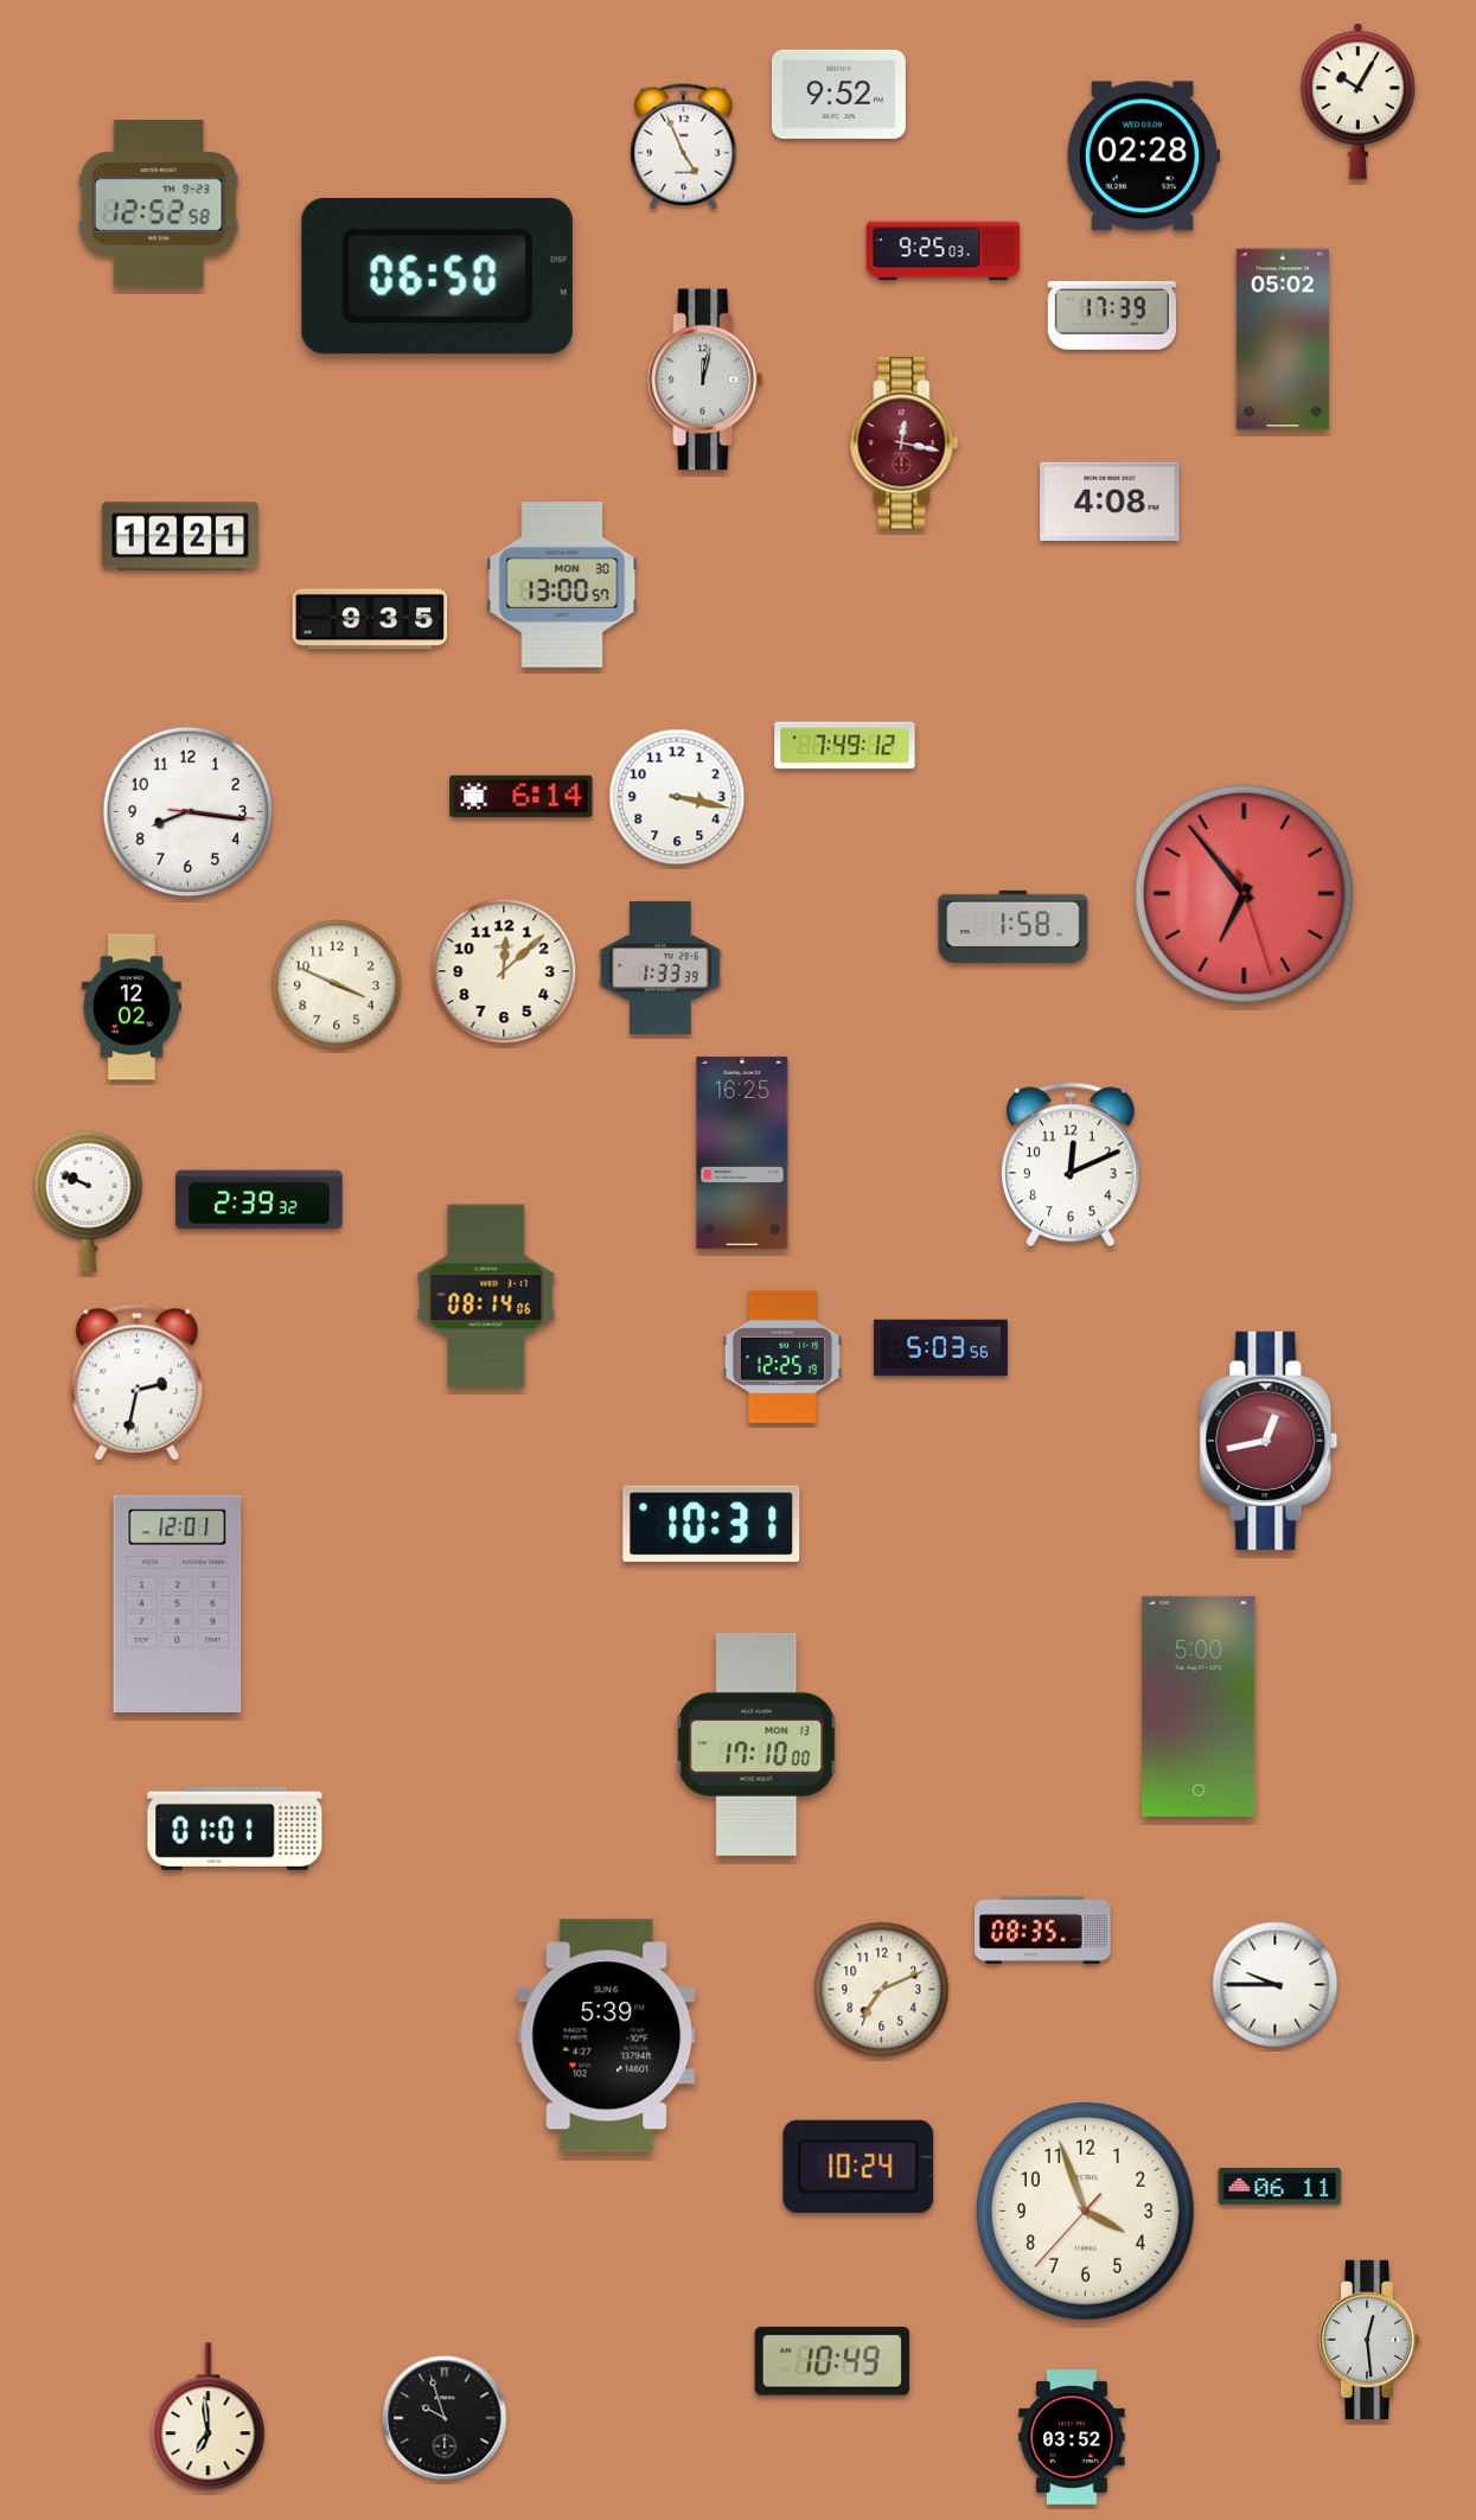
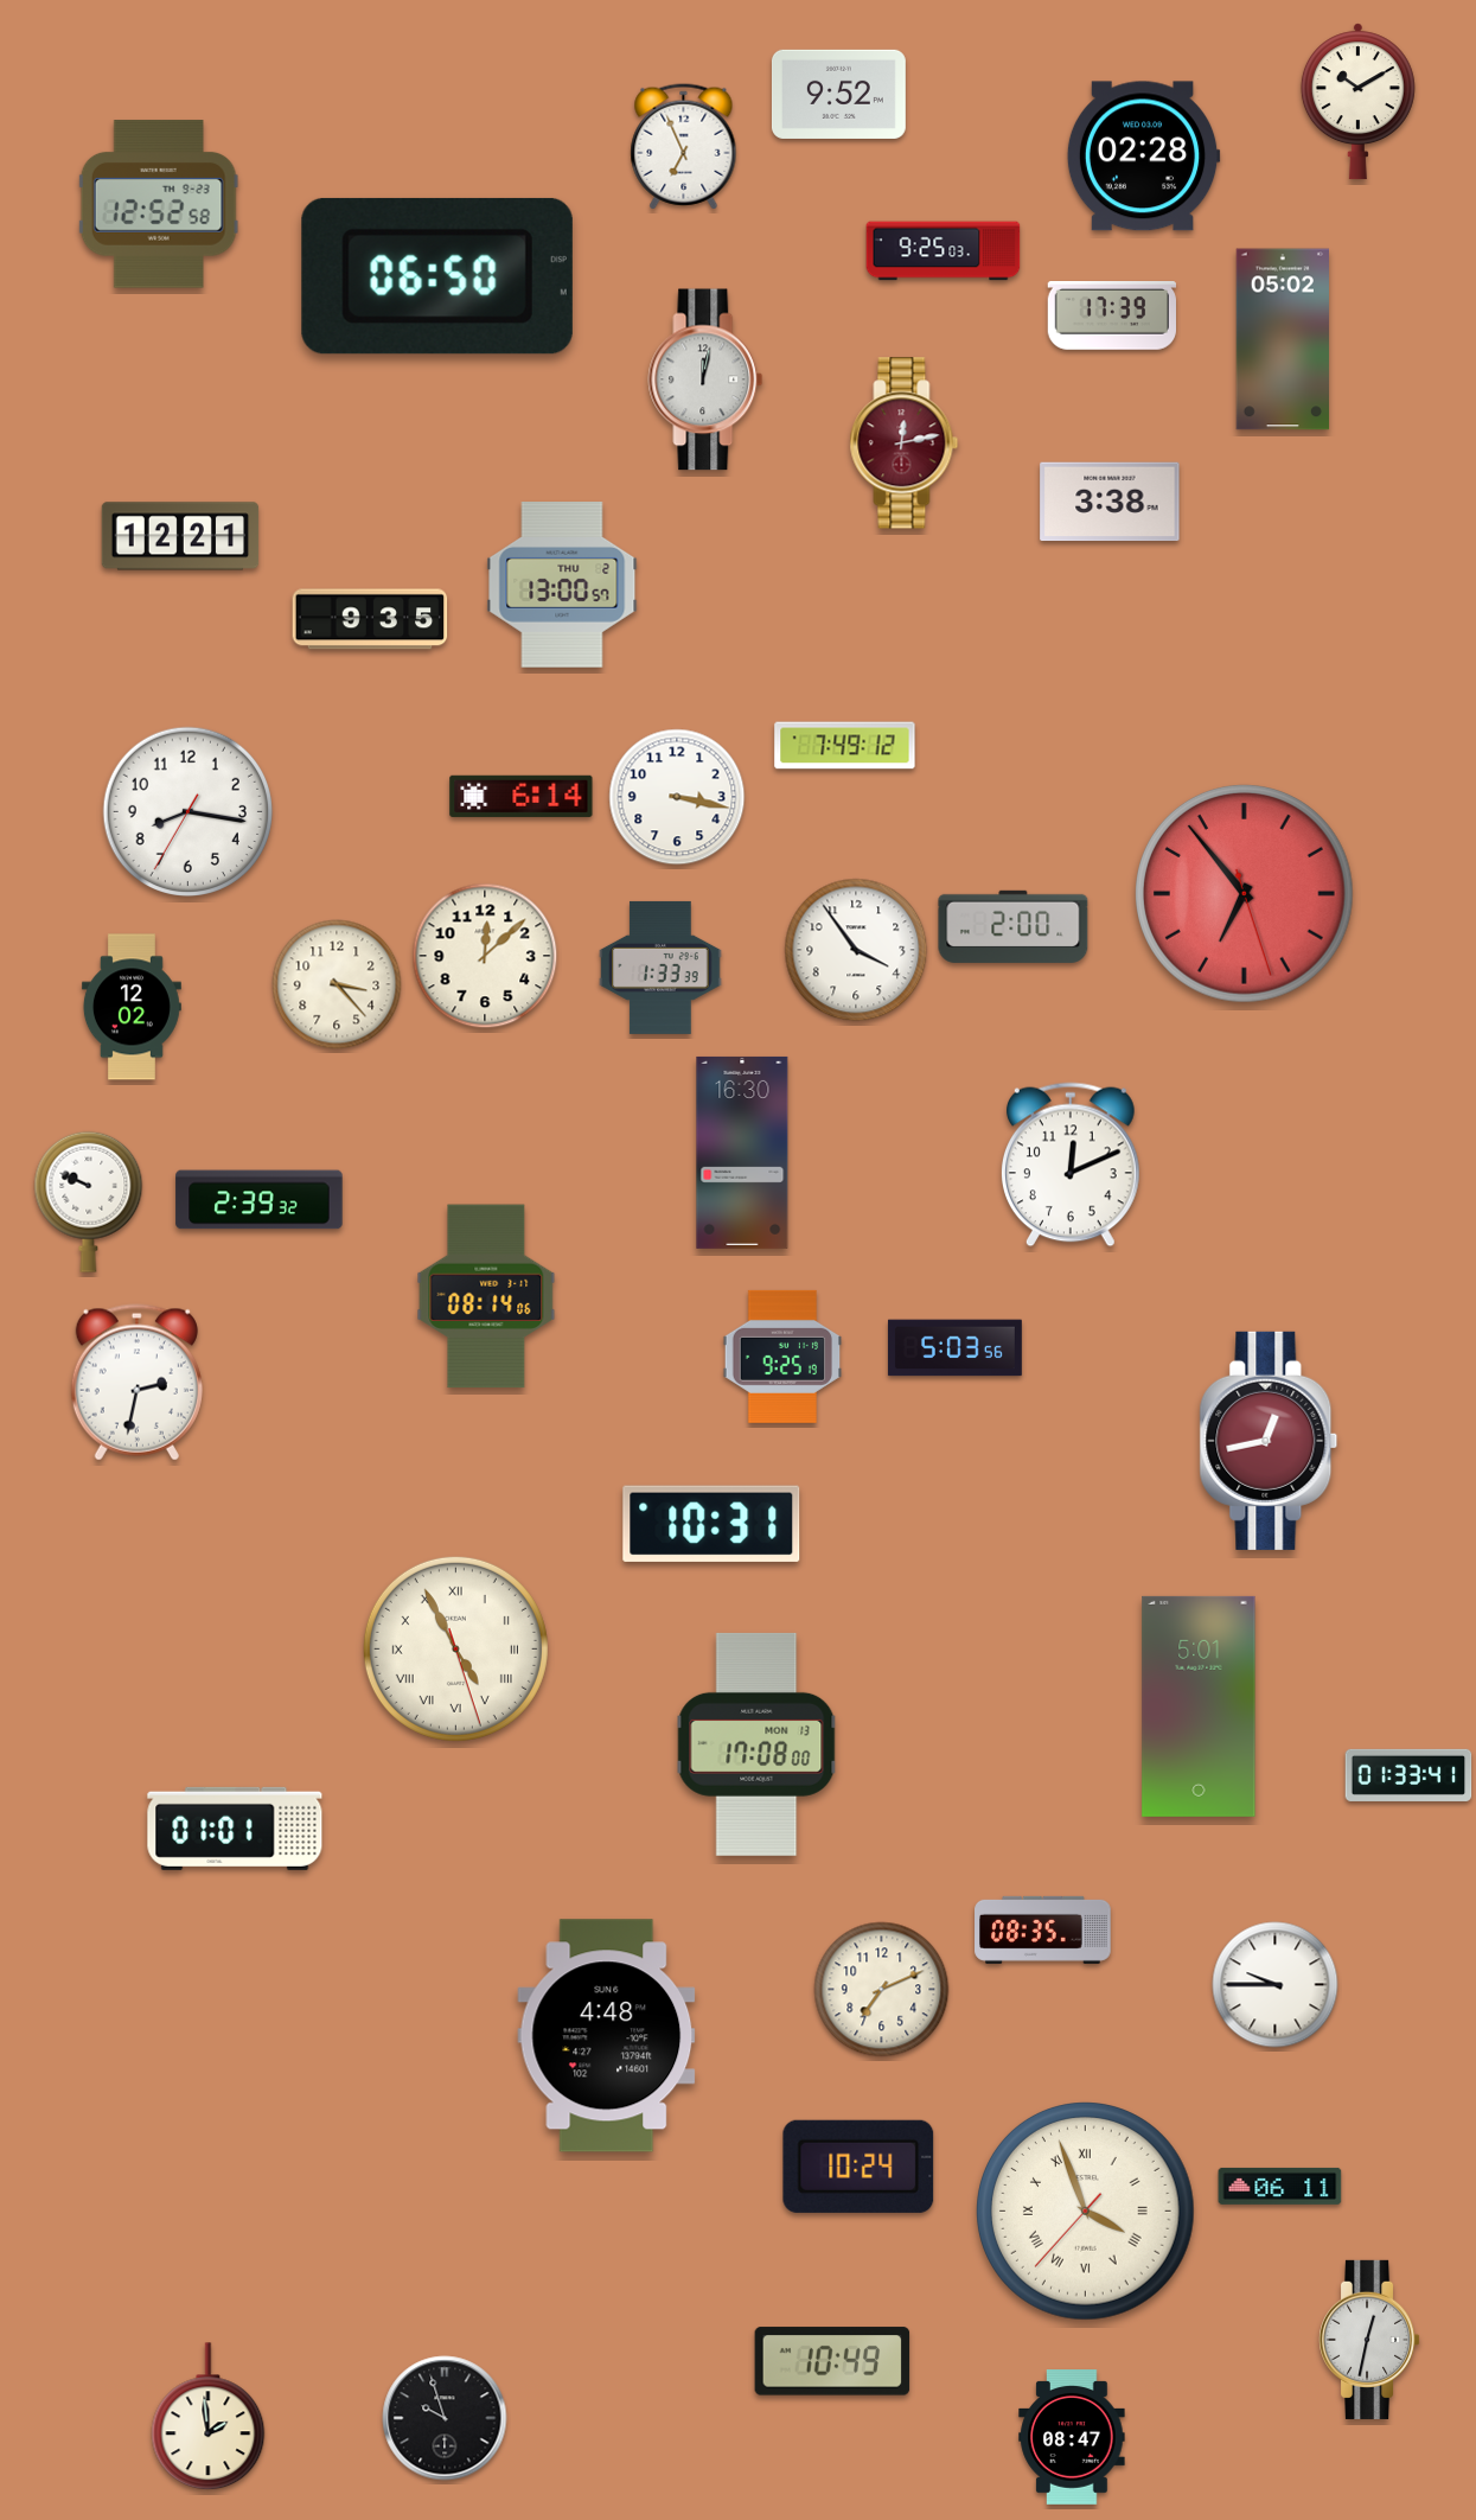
clock at (1357, 102): 10:05 -> 10:10
clock at (684, 147): 4:56 -> 6:56
clock at (905, 444): 12:17 -> 12:13
clock at (1110, 502): 4:08 -> 3:38
clock at (562, 585) date: MON 30 -> THU 2
clock at (187, 811): 8:16:16 -> 8:16:35
clock at (1014, 926): 1:58 -> 2:00
clock at (856, 950): none -> 3:54
clock at (504, 971) position: (504, 971) -> (485, 956)
clock at (337, 984): 3:49 -> 3:23
clock at (742, 1153): 16:25 -> 16:30
clock at (940, 1348) position: (940, 1348) -> (954, 1348)
clock at (782, 1357): 12:25 -> 9:25
clock at (178, 1603): 12:01 -> none
clock at (455, 1648): none -> 4:55
clock at (1199, 1706): 5:00 -> 5:01
clock at (756, 1744): 17:10 -> 17:08
clock at (1408, 1775): none -> 01:33
clock at (607, 2036): 5:39 -> 4:48
clock at (1086, 2212) numerals: Arabic -> Roman
clock at (1370, 2340): 12:29 -> 12:32
clock at (209, 2417): 6:59 -> 1:59
clock at (1072, 2438): 03:52 -> 08:47
